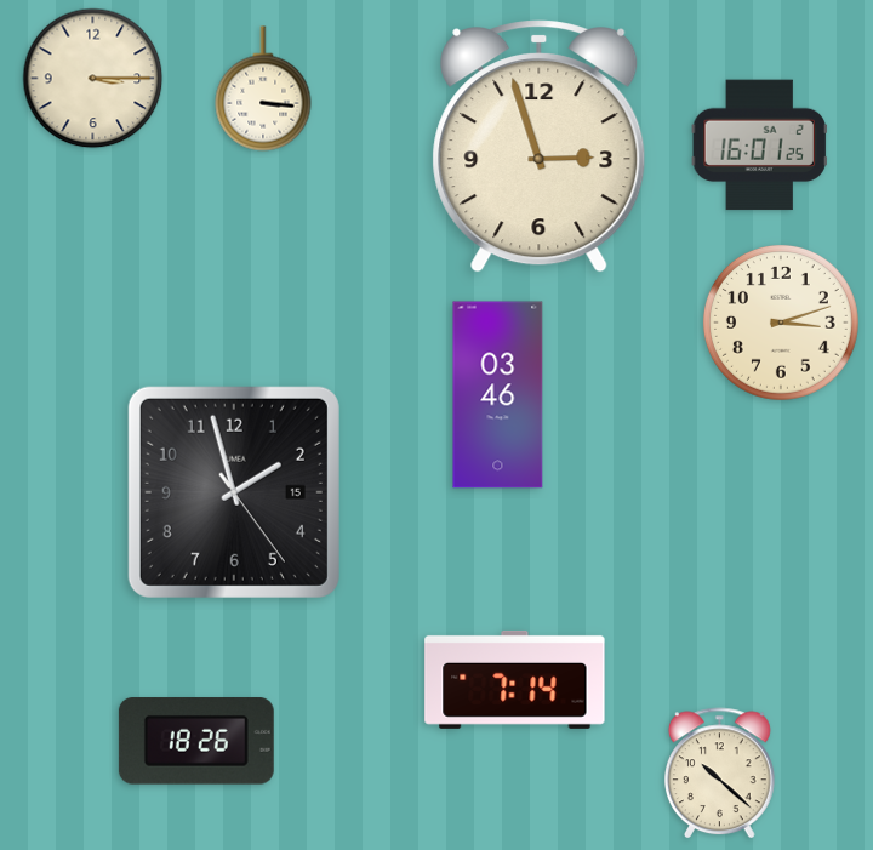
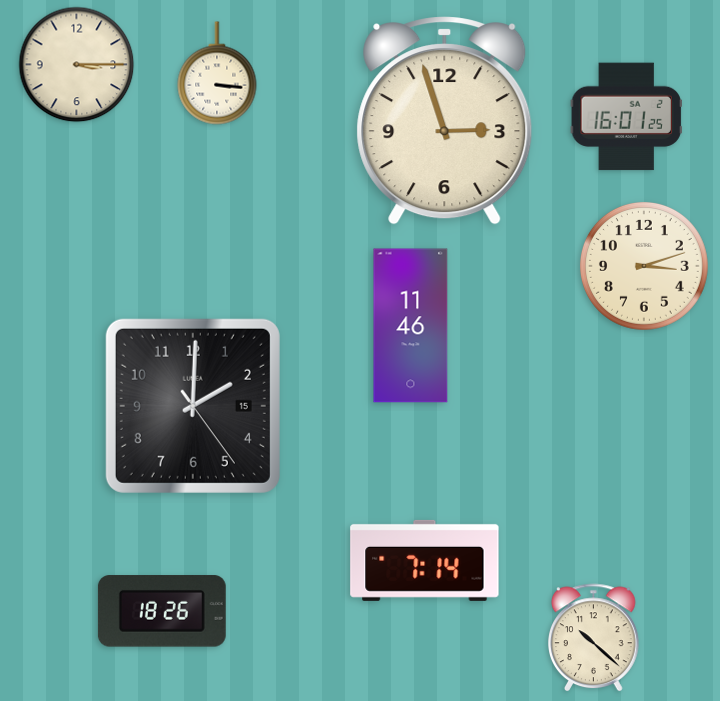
clock at (759, 146) position: (759, 146) -> (626, 117)
clock at (498, 395): 03:46 -> 11:46
clock at (234, 492): 1:57 -> 2:00
